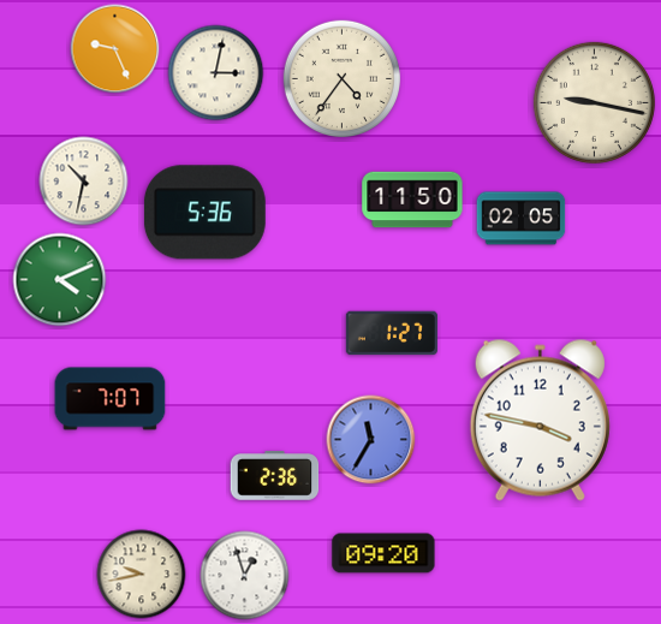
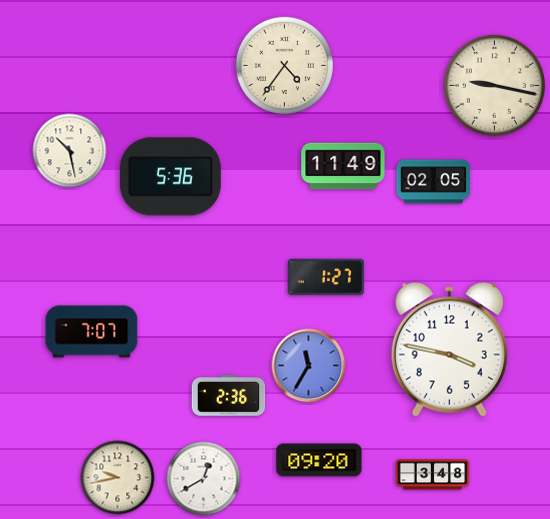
clock at (115, 49): 9:26 -> none
clock at (216, 73): 3:02 -> none
clock at (84, 182): 10:32 -> 10:28
clock at (412, 200): 11:50 -> 11:49
clock at (60, 280): 4:11 -> none
clock at (433, 475): none -> 3:48
clock at (245, 576): 12:57 -> 12:40
